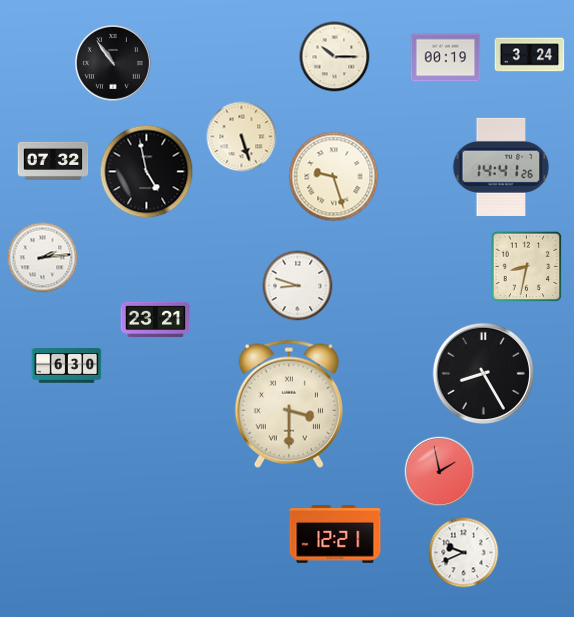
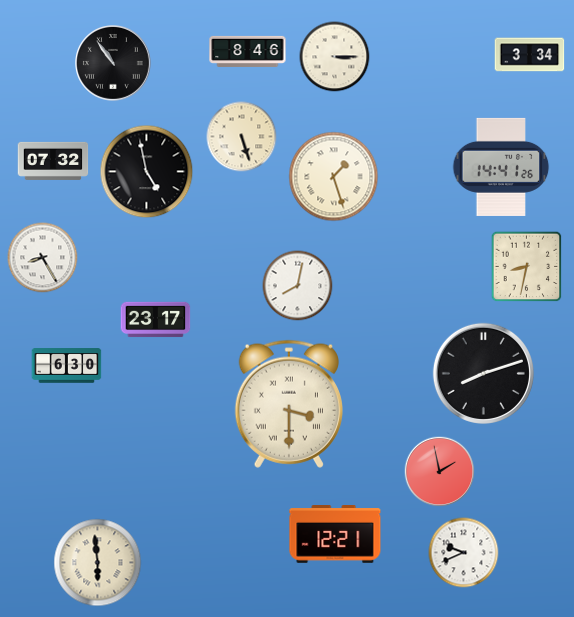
clock at (248, 51): none -> 8:46
clock at (530, 55): 3:24 -> 3:34
clock at (335, 57): 10:15 -> 3:15
clock at (446, 58): 00:19 -> none
clock at (334, 177): 9:27 -> 1:27
clock at (43, 258): 2:14 -> 8:25
clock at (298, 286): 8:48 -> 8:02
clock at (156, 320): 23:21 -> 23:17
clock at (483, 373): 8:25 -> 8:12
clock at (98, 563): none -> 5:59
